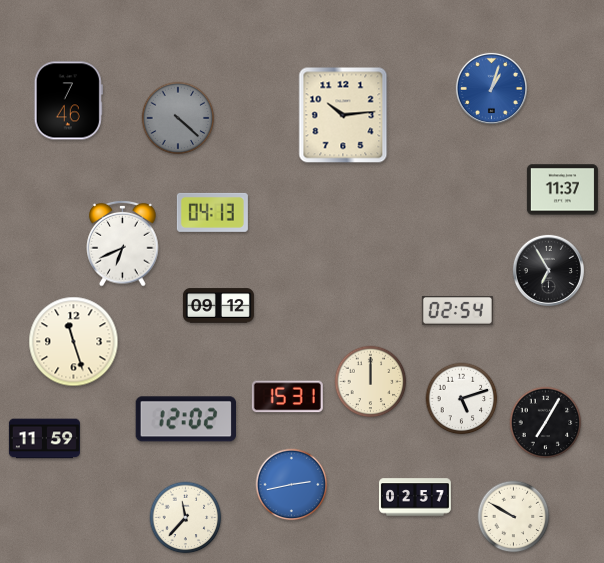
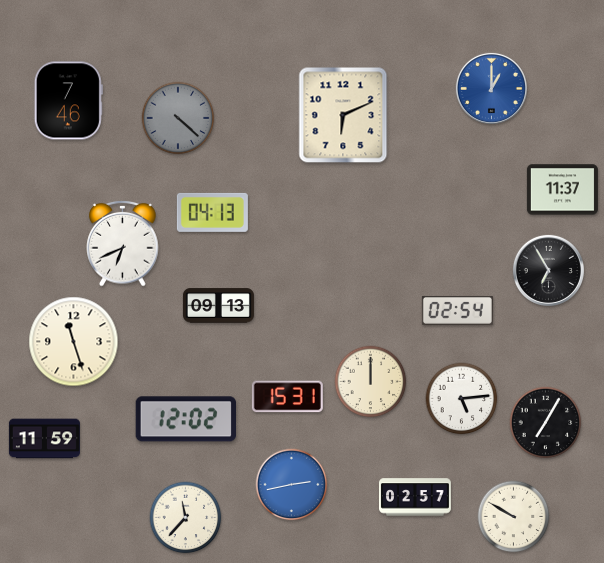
clock at (491, 88): 1:03 -> 1:00
clock at (343, 115): 10:14 -> 6:11
clock at (218, 306): 09:12 -> 09:13
clock at (462, 399): 5:12 -> 5:14
